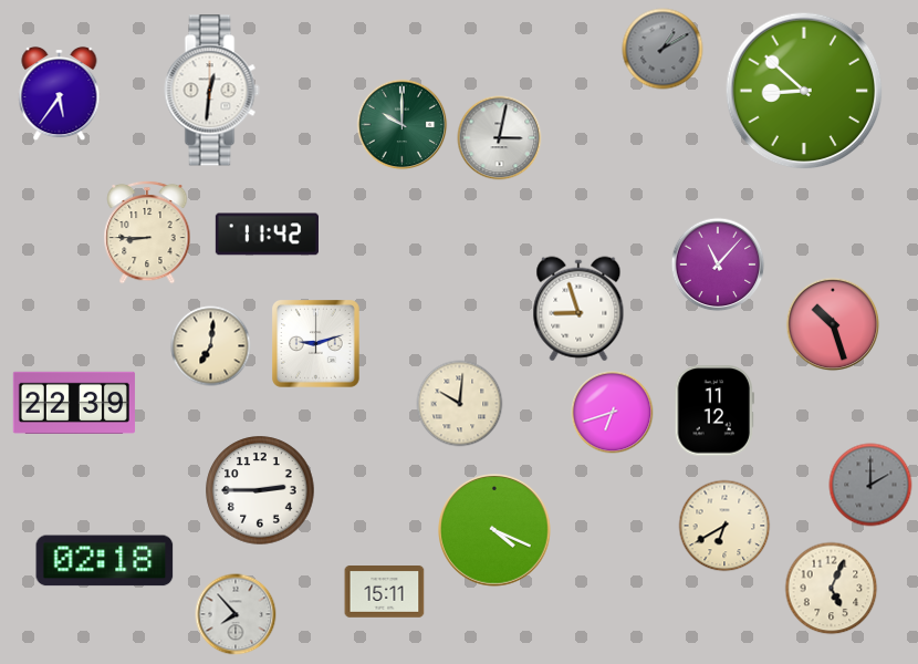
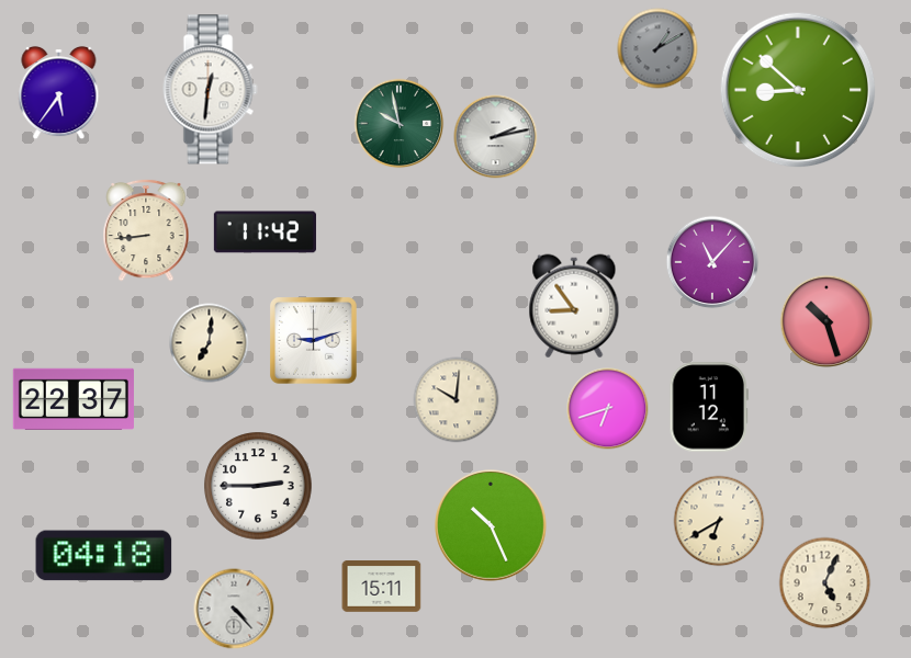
clock at (403, 125): 10:00 -> 9:58
clock at (500, 138): 3:02 -> 2:13
clock at (147, 232): 8:45 -> 8:44
clock at (578, 309): 8:57 -> 8:54
clock at (74, 403): 22:39 -> 22:37
clock at (870, 485): 2:00 -> none
clock at (495, 531): 4:19 -> 10:26
clock at (105, 561): 02:18 -> 04:18
clock at (236, 614): 7:53 -> 4:23
